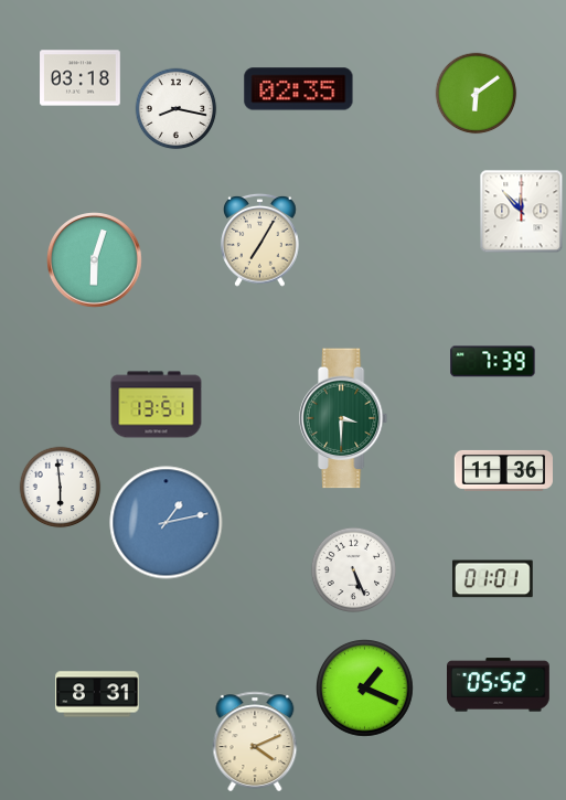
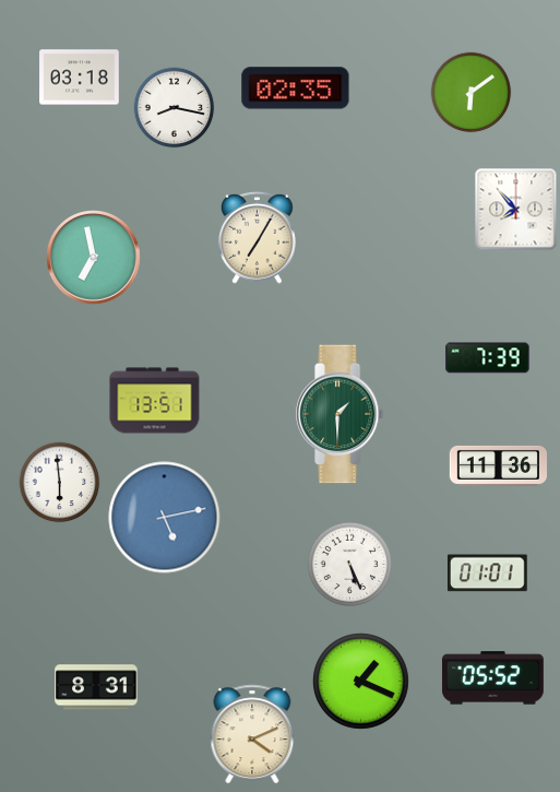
clock at (522, 212): 11:53 -> 7:53
clock at (95, 260): 6:03 -> 6:58
clock at (344, 418): 3:30 -> 1:30
clock at (167, 523): 1:13 -> 5:13
